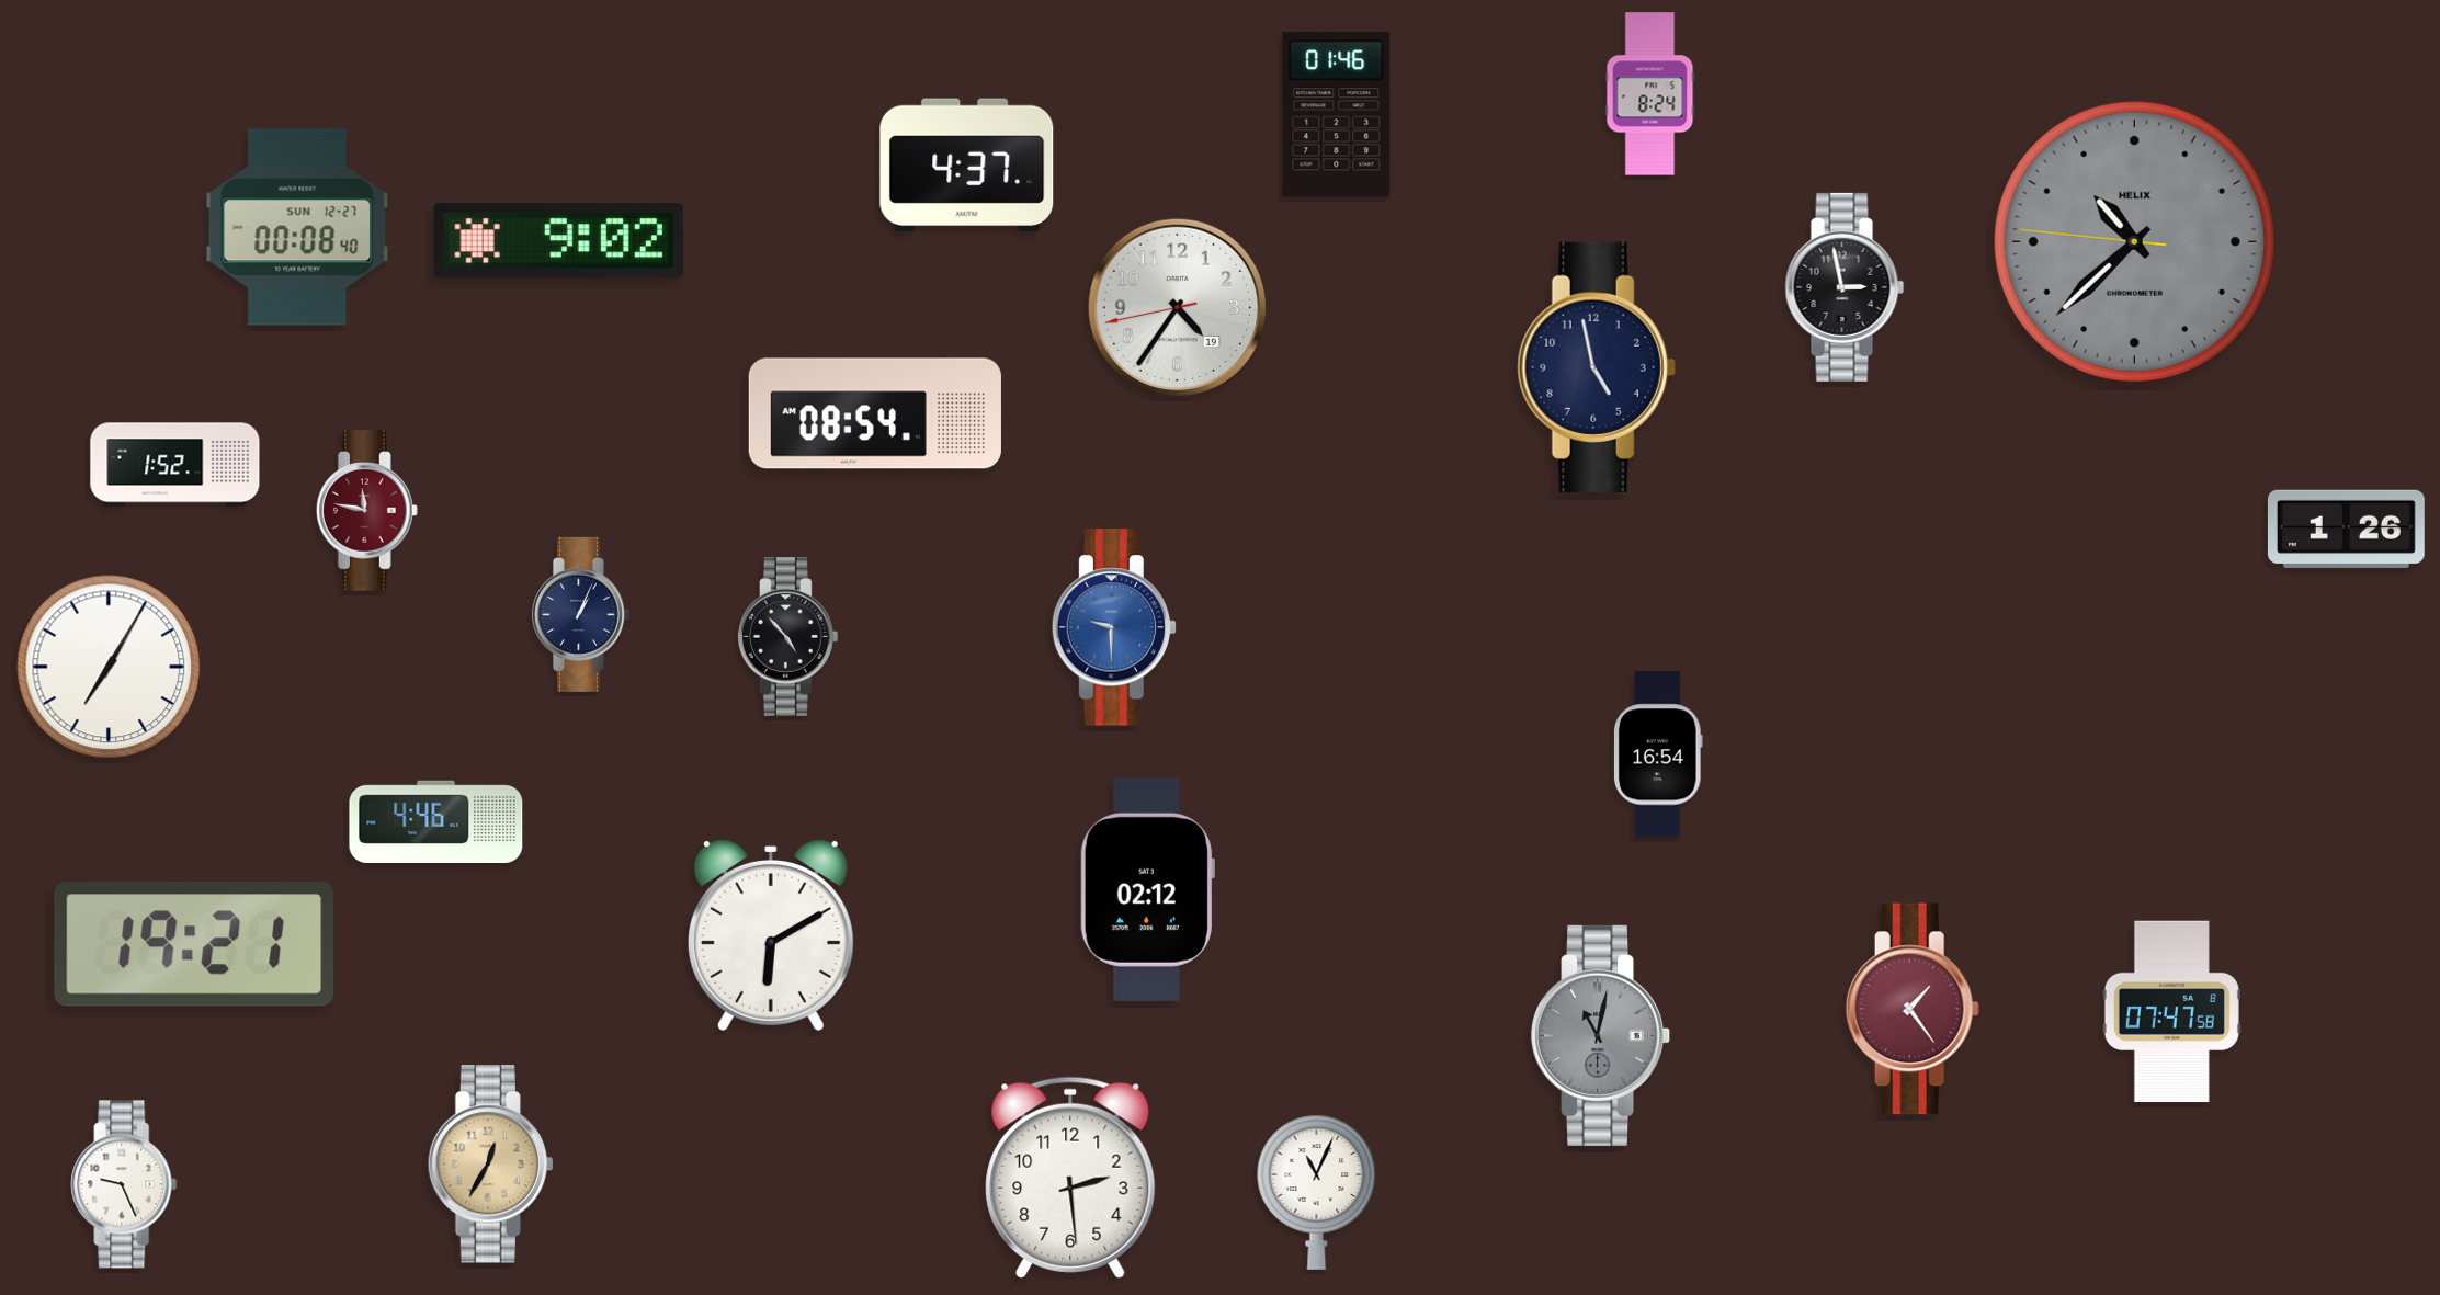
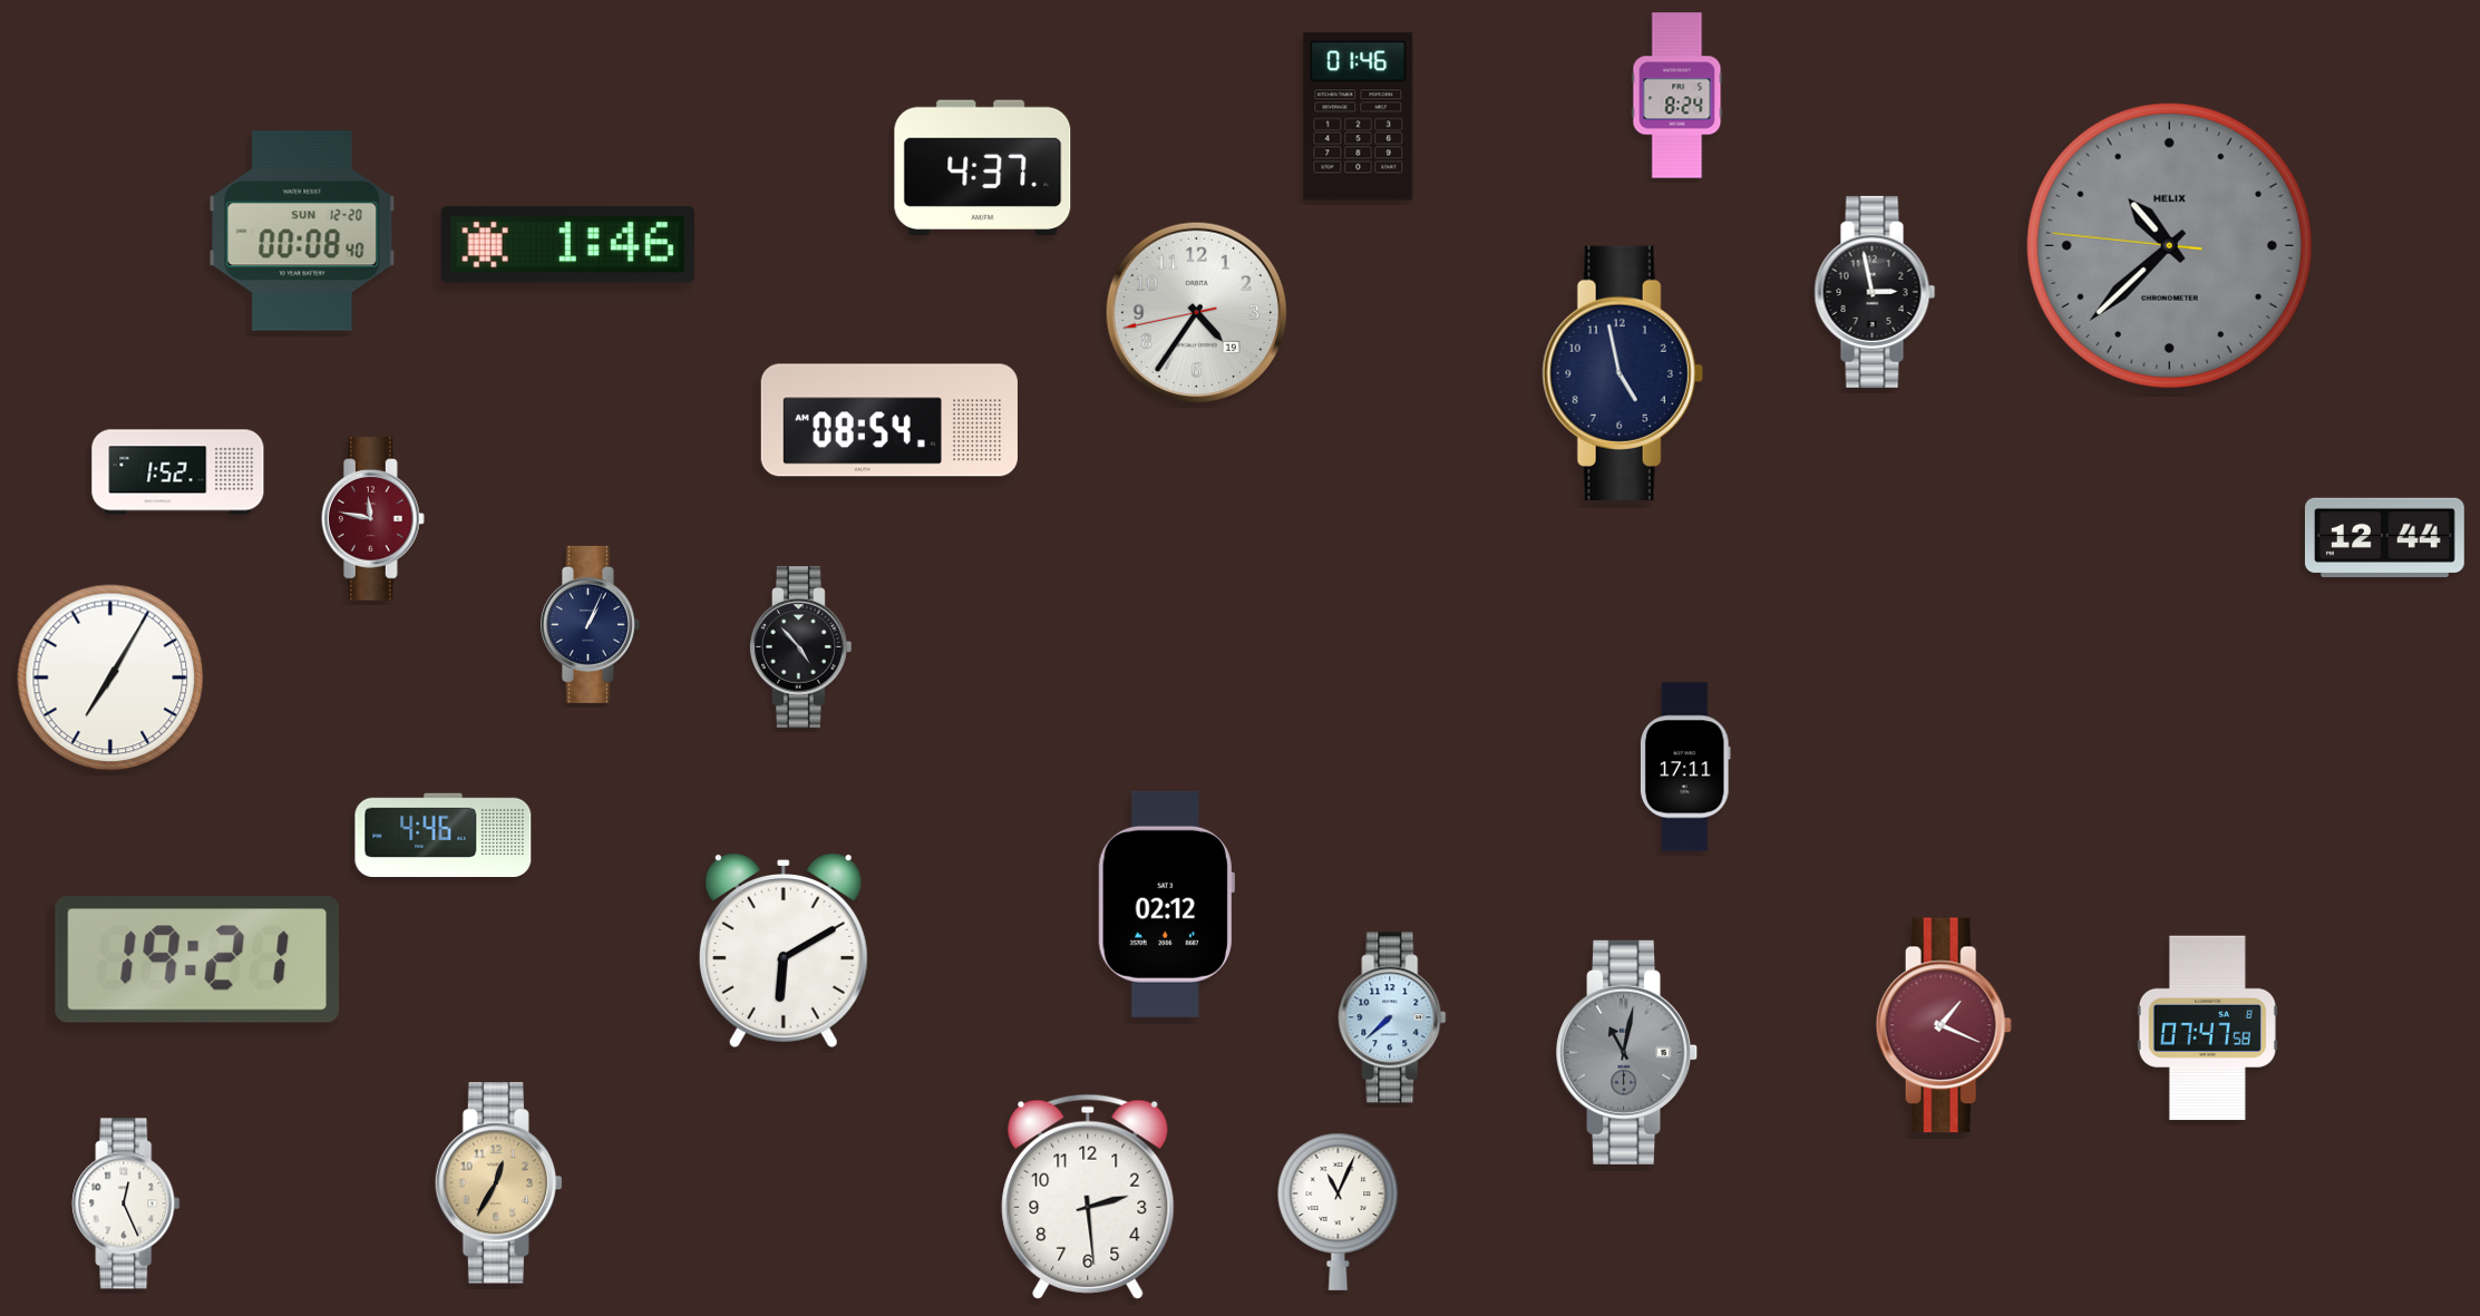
clock at (297, 227) date: SUN 12-27 -> SUN 12-20
clock at (558, 241): 9:02 -> 1:46
clock at (2346, 529): 1:26 -> 12:44
clock at (1114, 627): 9:30 -> none
clock at (1658, 754): 16:54 -> 17:11
clock at (1392, 1017): none -> 7:38
clock at (1913, 1009): 1:24 -> 1:19
clock at (124, 1184): 9:26 -> 12:26
